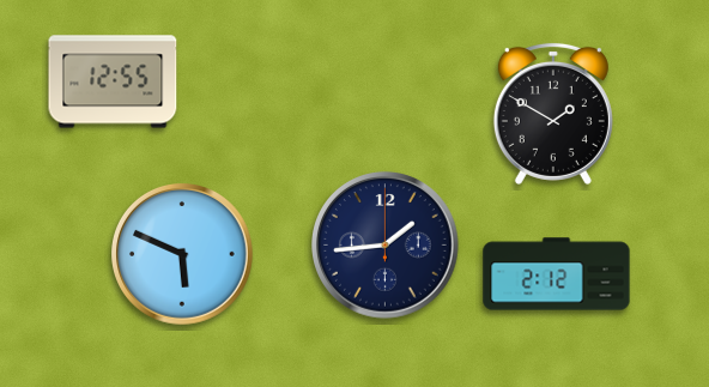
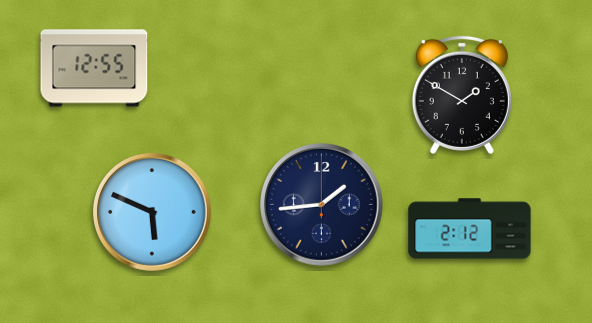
clock at (557, 274) position: (557, 274) -> (470, 229)
